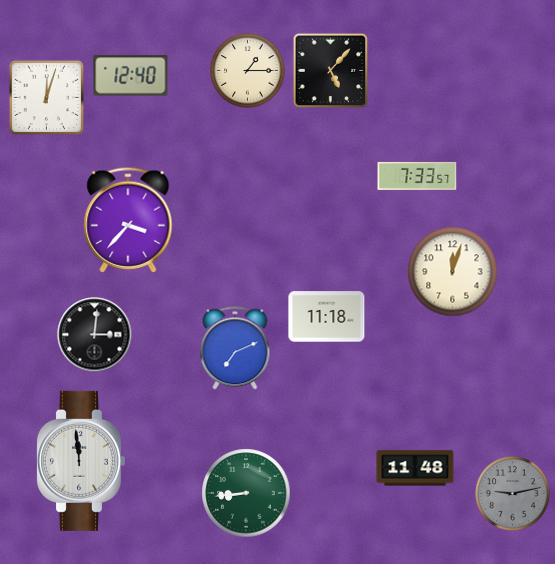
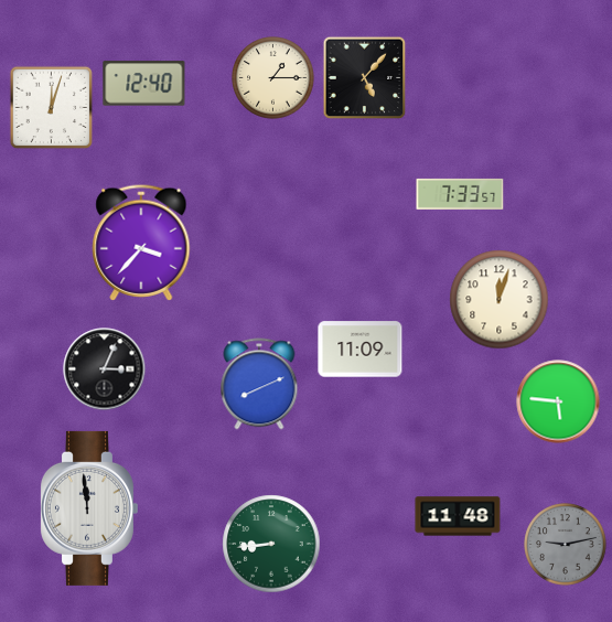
clock at (327, 317): 11:18 -> 11:09
clock at (95, 335): 3:01 -> 3:04
clock at (235, 348): 7:11 -> 8:11
clock at (558, 401): none -> 5:46
